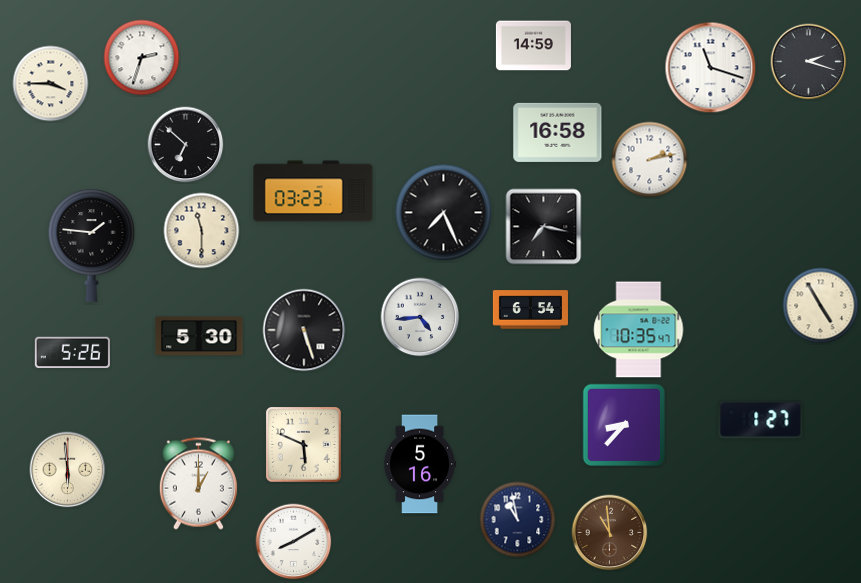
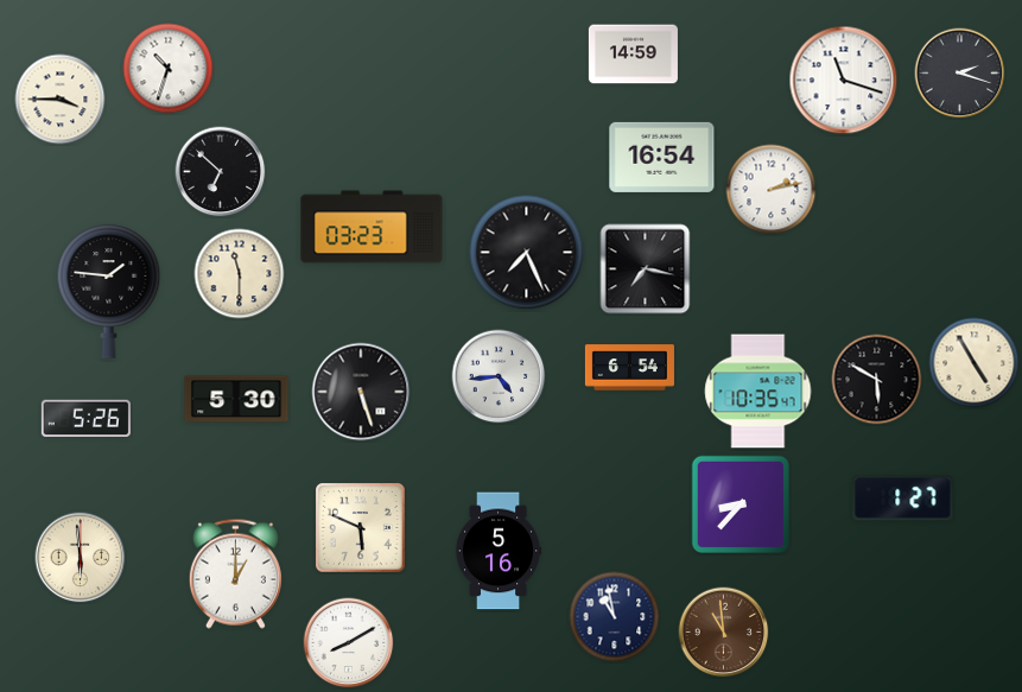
clock at (142, 58): 2:33 -> 10:33
clock at (558, 132): 16:58 -> 16:54
clock at (877, 380): none -> 5:50
